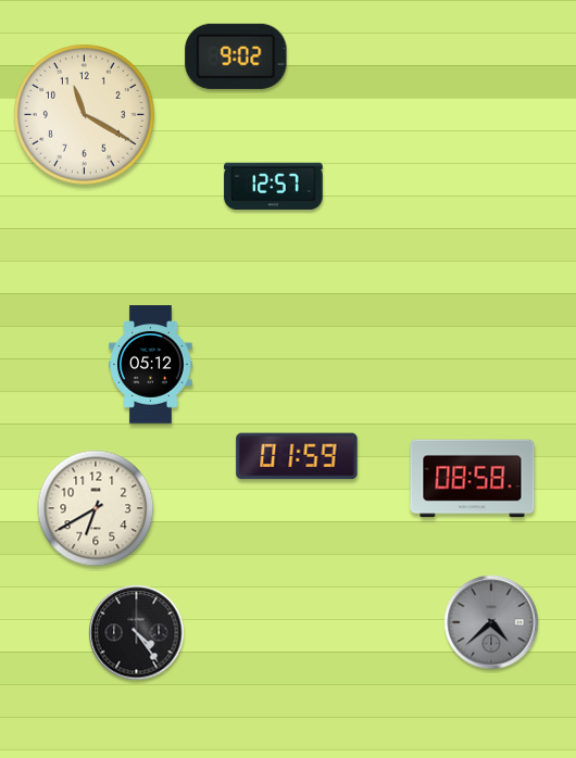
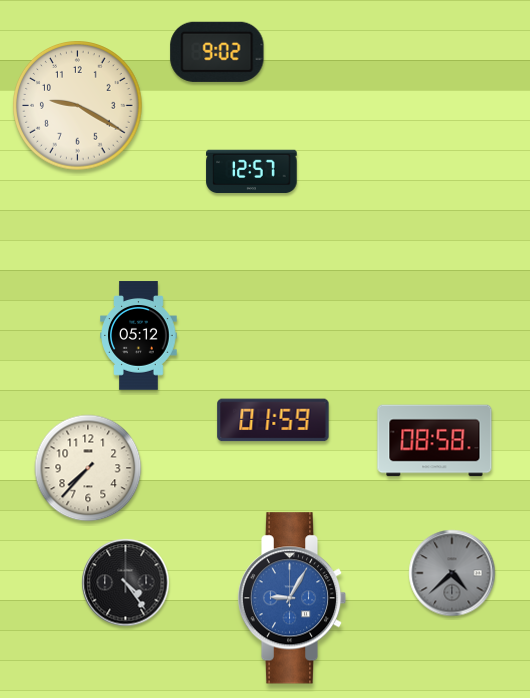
clock at (85, 115): 11:20 -> 9:20
clock at (96, 508): 6:40 -> 7:37
clock at (292, 598): none -> 9:05
